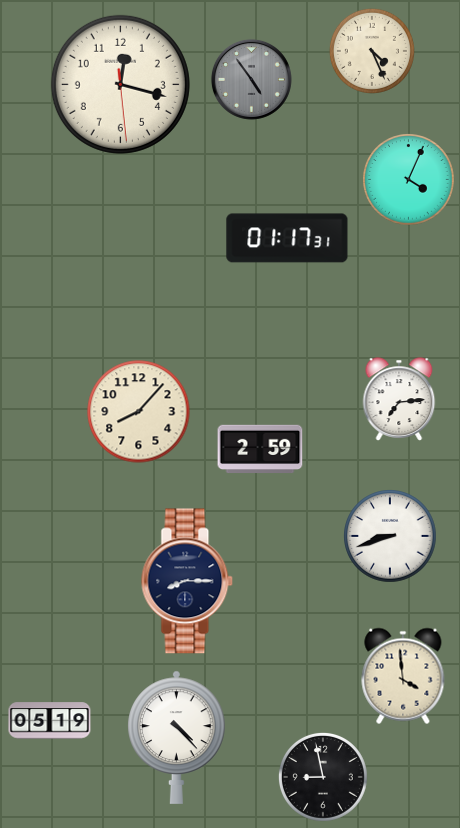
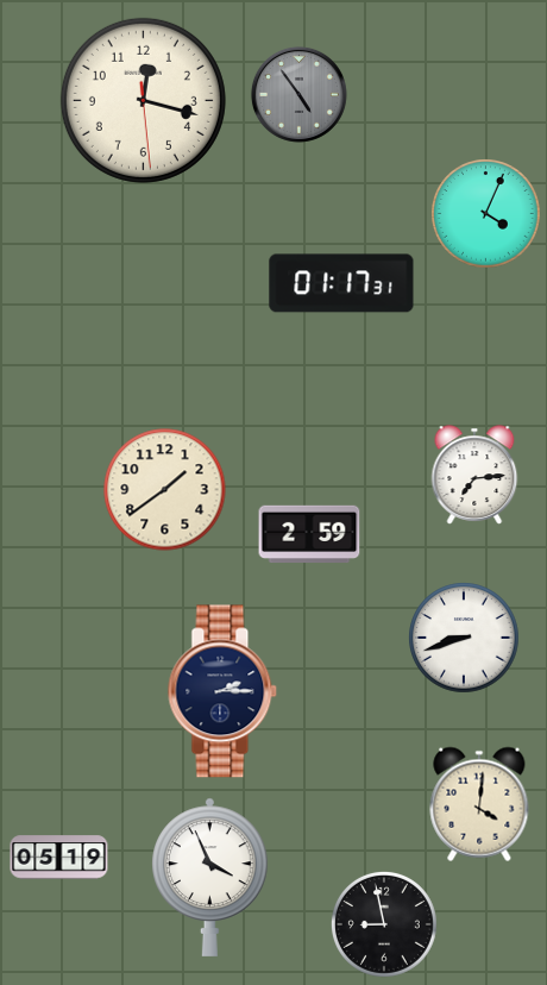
clock at (372, 51): 4:26 -> none
clock at (139, 412): 8:07 -> 1:39
clock at (187, 581): 8:15 -> 2:15
clock at (403, 676): 3:59 -> 4:01
clock at (177, 737): 4:23 -> 3:56
